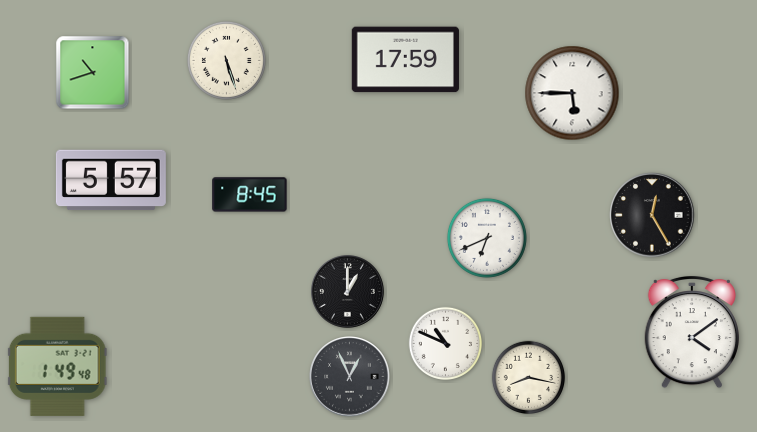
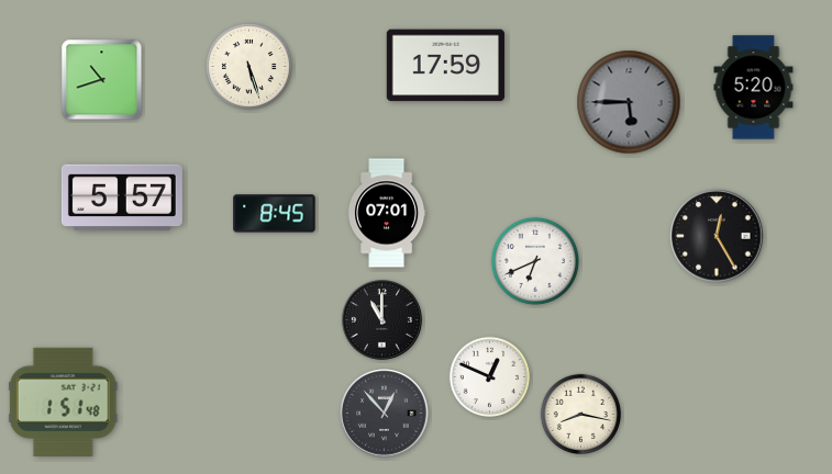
clock at (754, 88): none -> 5:20
clock at (572, 93) dial: white -> grey
clock at (388, 213): none -> 07:01
clock at (348, 292): 1:00 -> 11:00
clock at (692, 332): 4:09 -> none
clock at (446, 344): 10:49 -> 12:49
clock at (57, 366): 1:49 -> 1:51
clock at (350, 377): 12:56 -> 12:53
